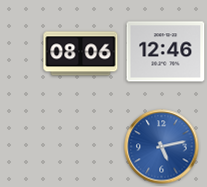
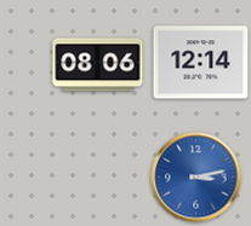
clock at (166, 52): 12:46 -> 12:14
clock at (162, 147): 5:13 -> 3:13
